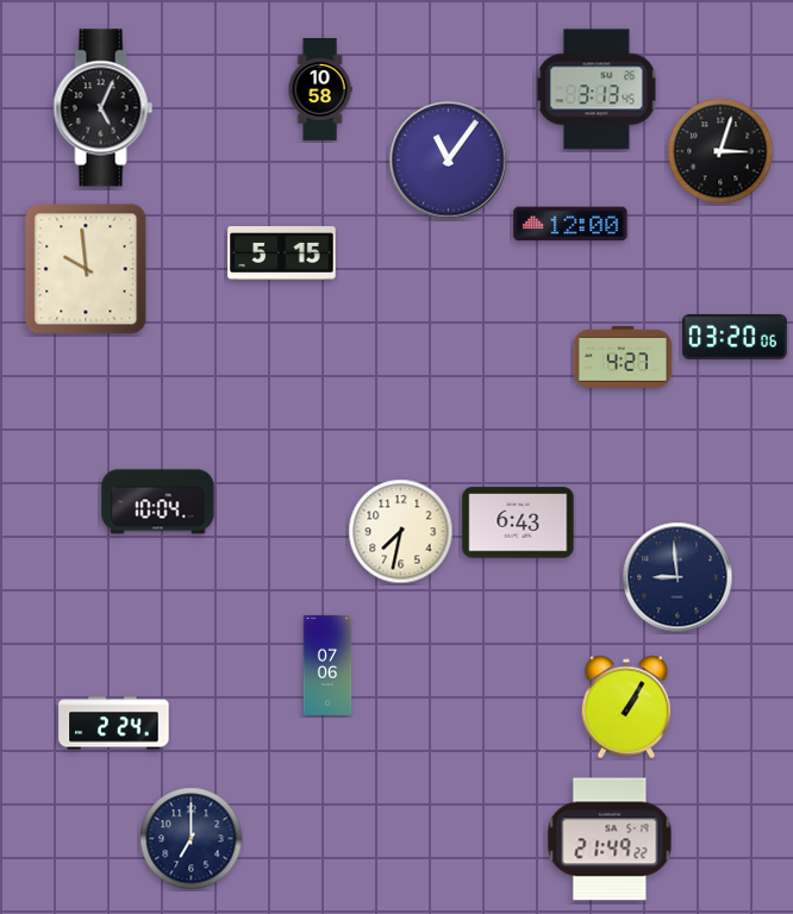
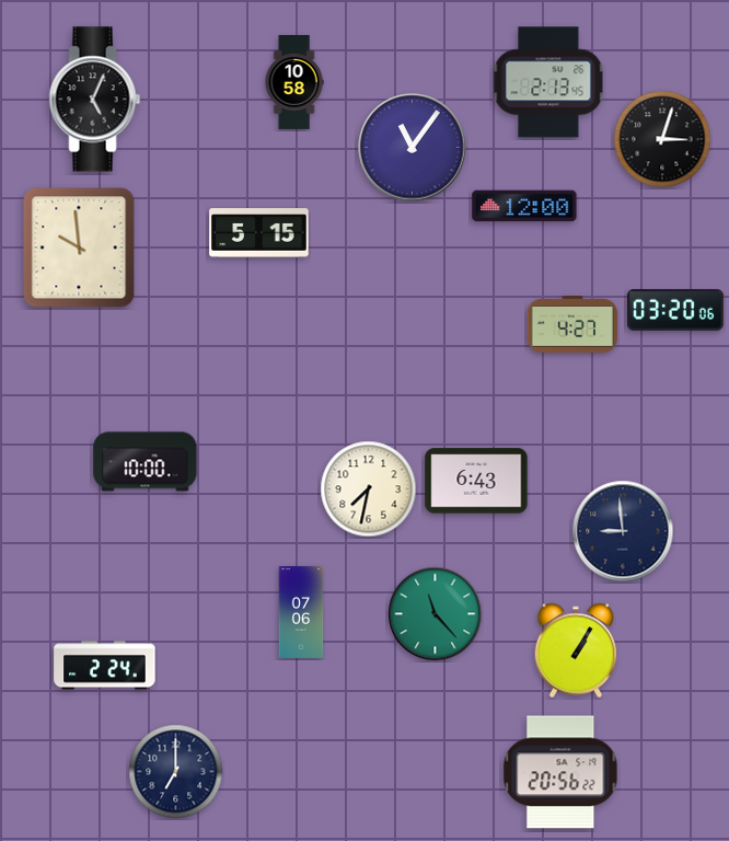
clock at (597, 89): 3:13 -> 2:13
clock at (623, 358) position: (623, 358) -> (572, 325)
clock at (158, 502): 10:04 -> 10:00
clock at (436, 614): none -> 11:23
clock at (610, 839): 21:49 -> 20:56
